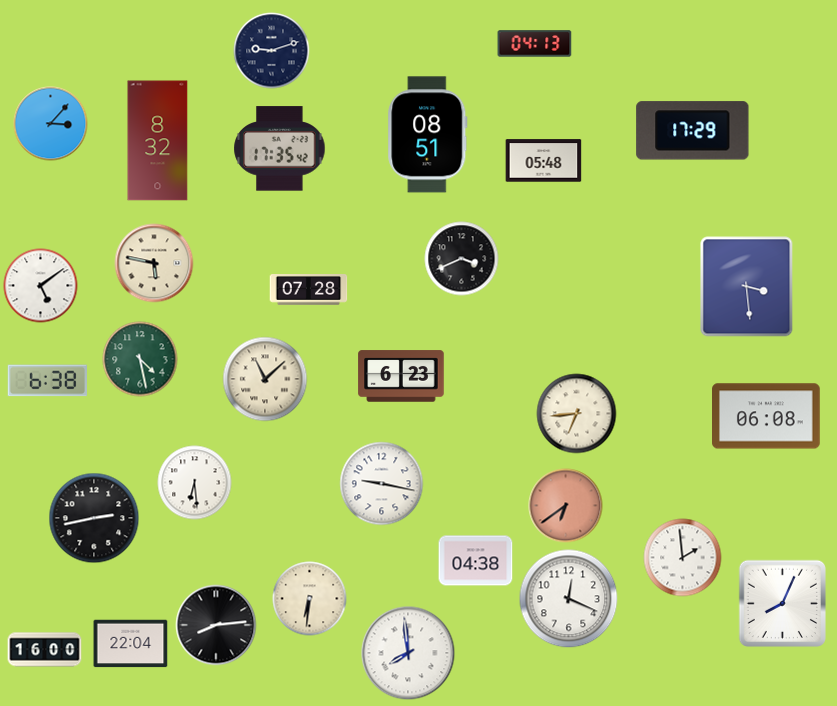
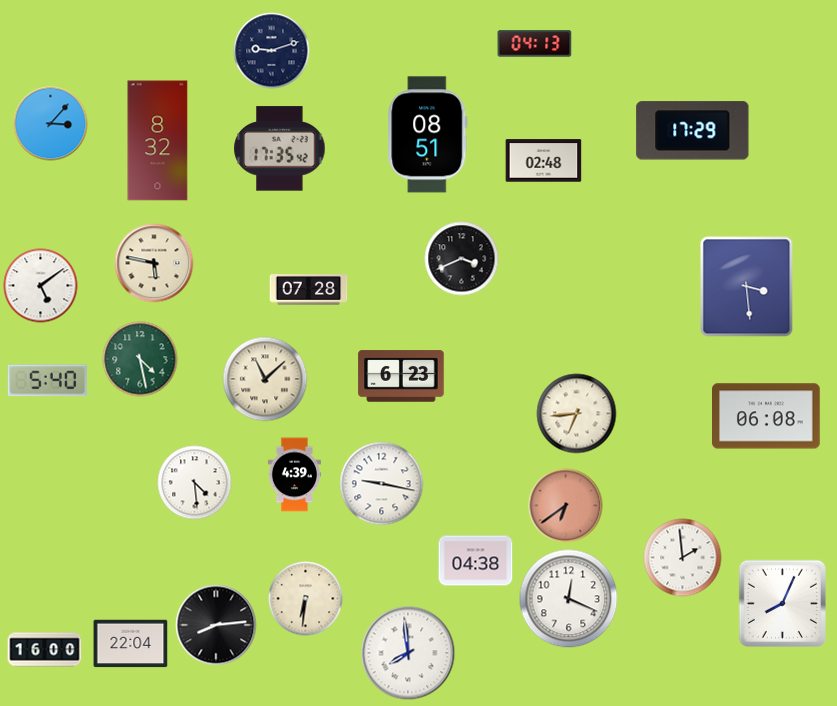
clock at (544, 161): 05:48 -> 02:48
clock at (47, 381): 6:38 -> 5:40
clock at (294, 475): none -> 4:39
clock at (195, 483): 6:29 -> 4:29
clock at (94, 518): 2:43 -> none
clock at (310, 599) position: (310, 599) -> (306, 599)
